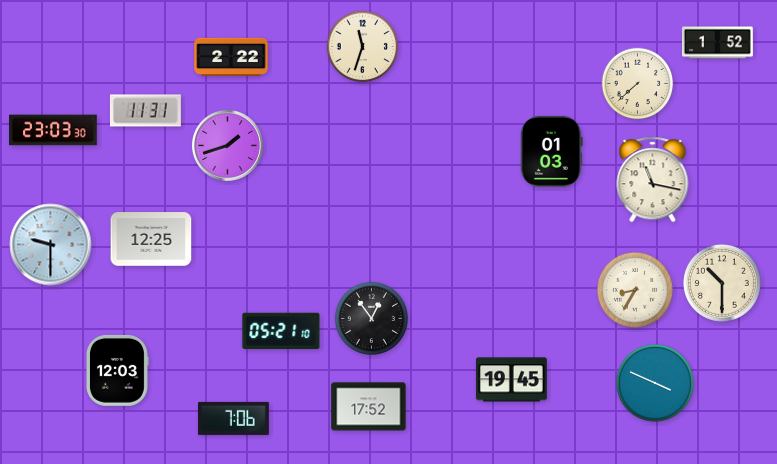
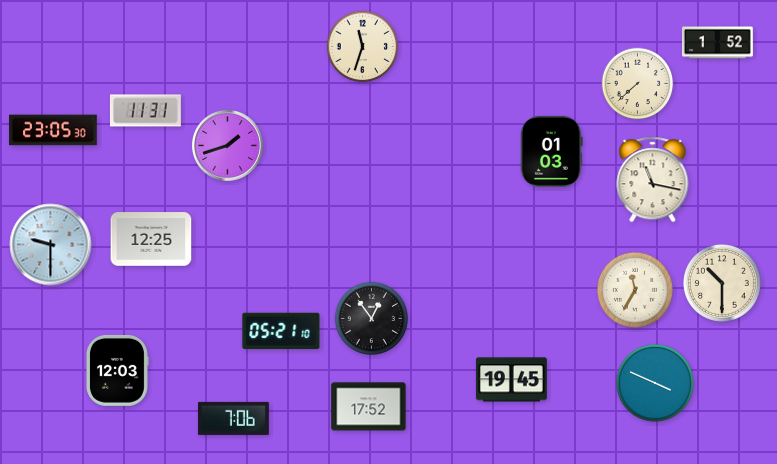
clock at (231, 57): 2:22 -> none
clock at (53, 130): 23:03 -> 23:05
clock at (635, 290): 8:35 -> 11:35
